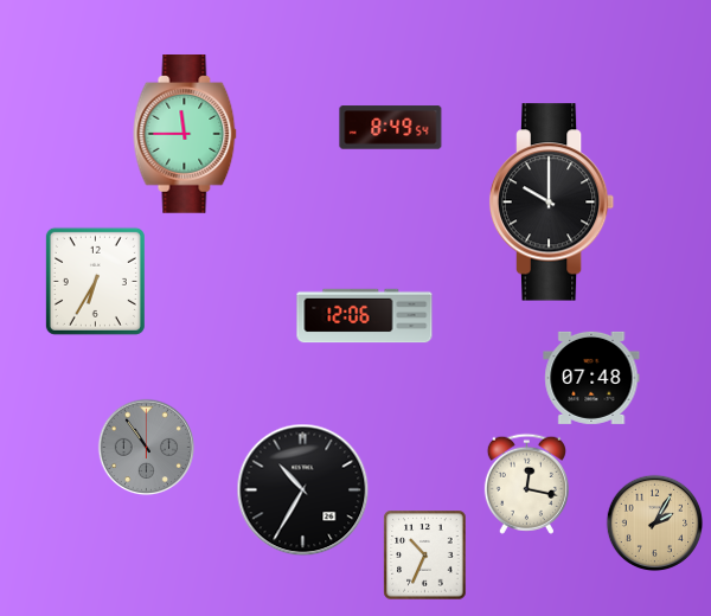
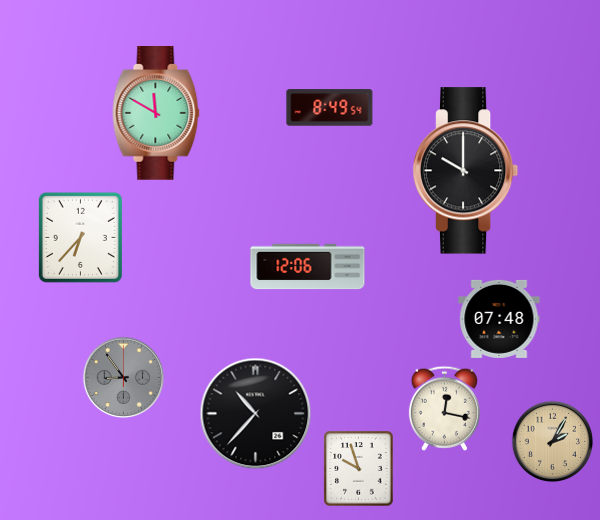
clock at (185, 135): 11:45 -> 11:50
clock at (95, 281): 6:35 -> 6:37
clock at (147, 448): 10:54 -> 8:54
clock at (303, 490): 10:35 -> 10:37
clock at (425, 556): 10:34 -> 9:57
